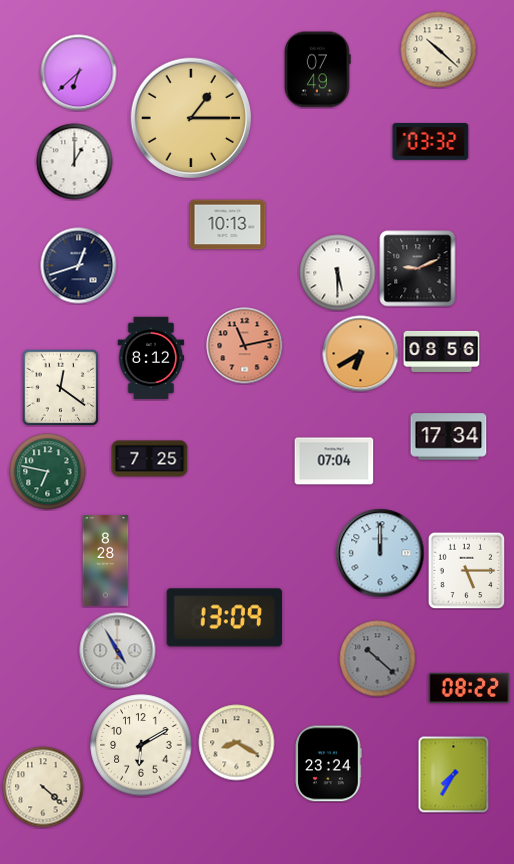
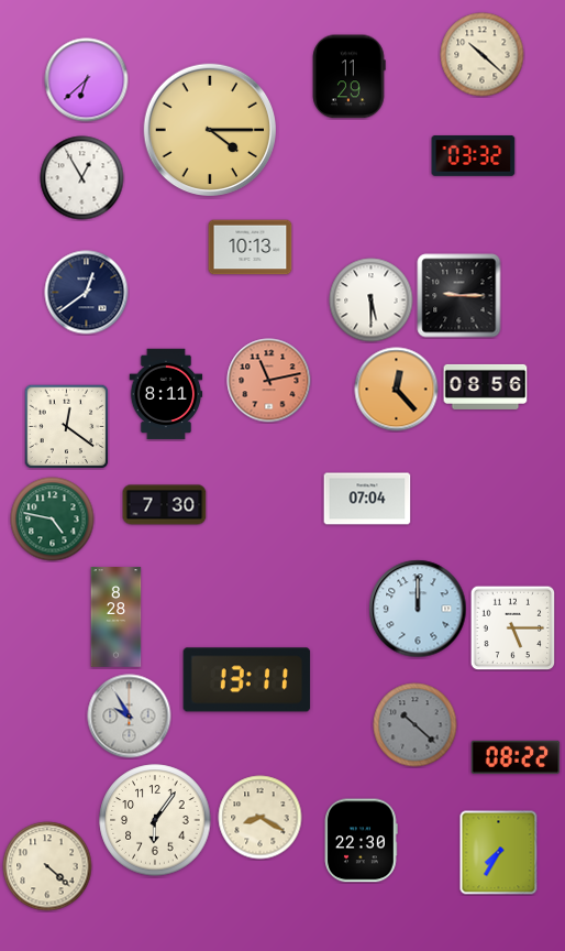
clock at (318, 70): 07:49 -> 11:29
clock at (191, 118): 1:15 -> 4:15
clock at (75, 162): 1:00 -> 12:55
clock at (79, 266): 12:42 -> 12:39
clock at (418, 269): 9:11 -> 9:15
clock at (361, 354): 6:40 -> 12:23
clock at (151, 358): 8:12 -> 8:11
clock at (449, 437): 17:34 -> none
clock at (150, 459): 7:25 -> 7:30
clock at (334, 461) position: (334, 461) -> (367, 499)
clock at (48, 472): 6:47 -> 4:47
clock at (225, 618): 13:09 -> 13:11
clock at (118, 651): 4:55 -> 9:55
clock at (141, 745): 6:10 -> 6:06
clock at (329, 764): 23:24 -> 22:30
